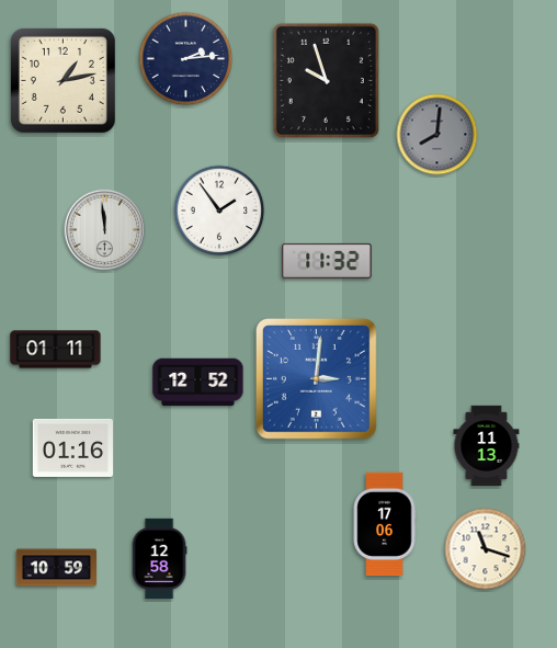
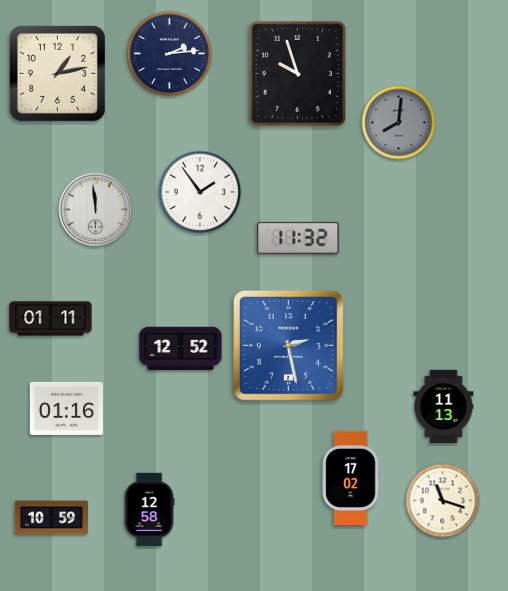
clock at (316, 378): 3:01 -> 2:28
clock at (385, 524): 17:06 -> 17:02
clock at (159, 559) position: (159, 559) -> (149, 510)
